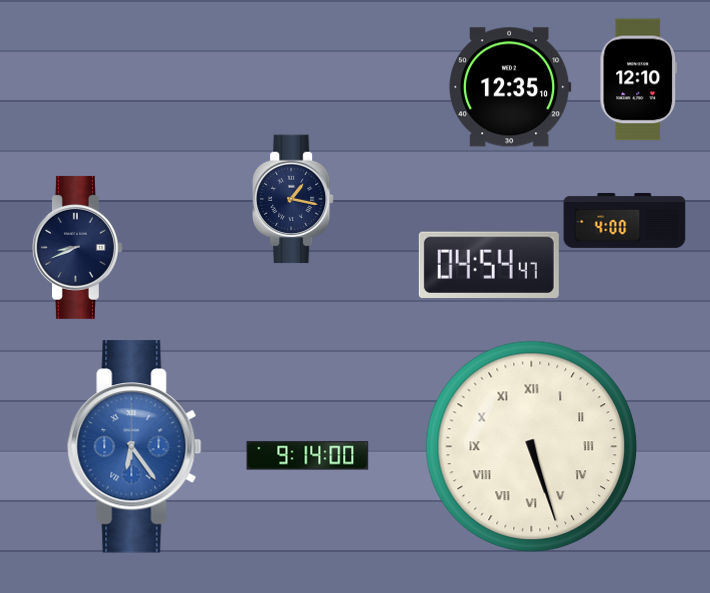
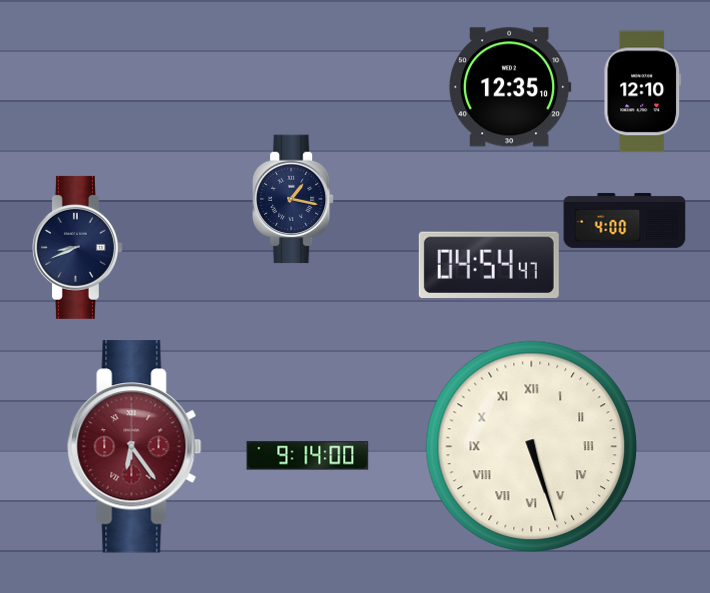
clock at (639, 80) position: (639, 80) -> (643, 92)
clock at (135, 447) dial: blue -> burgundy
